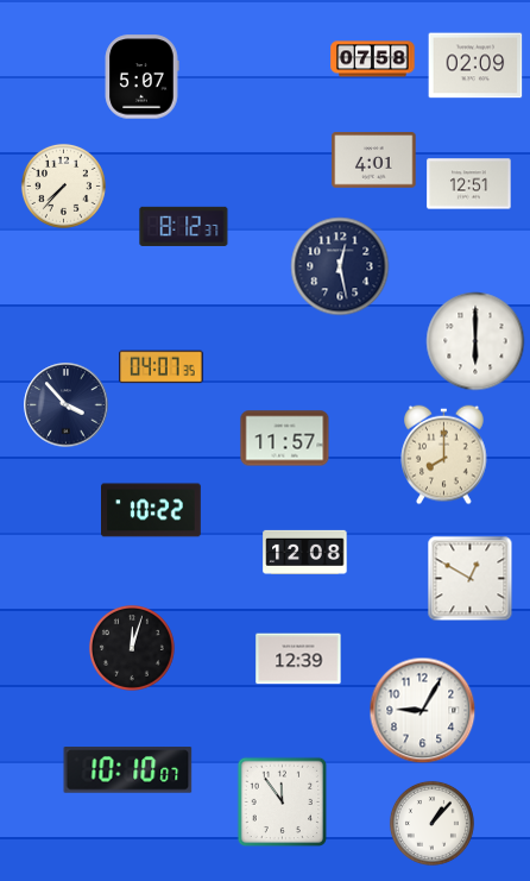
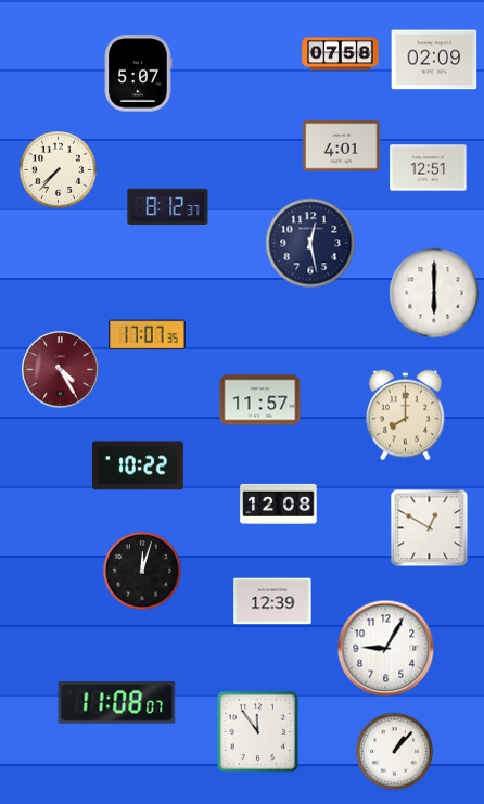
clock at (141, 77) position: (141, 77) -> (138, 74)
clock at (475, 341) position: (475, 341) -> (434, 293)
clock at (162, 367): 04:07 -> 17:07
clock at (67, 405): 3:53 -> 4:25
clock at (67, 405) dial: navy -> burgundy
clock at (132, 648) position: (132, 648) -> (142, 571)
clock at (128, 770): 10:10 -> 11:08
